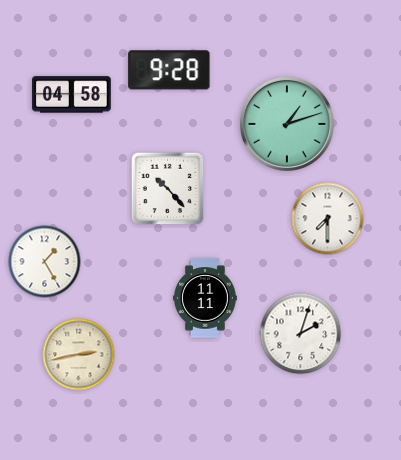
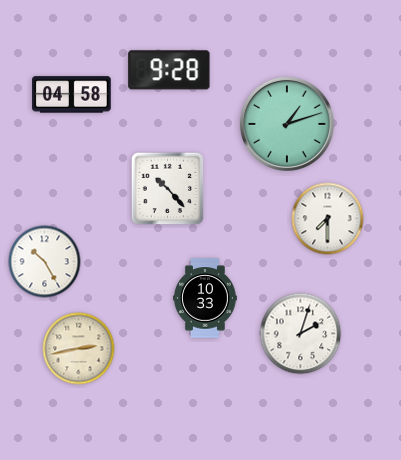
clock at (45, 262): 1:25 -> 10:25
clock at (206, 298): 11:11 -> 10:33
clock at (79, 355) position: (79, 355) -> (79, 349)
